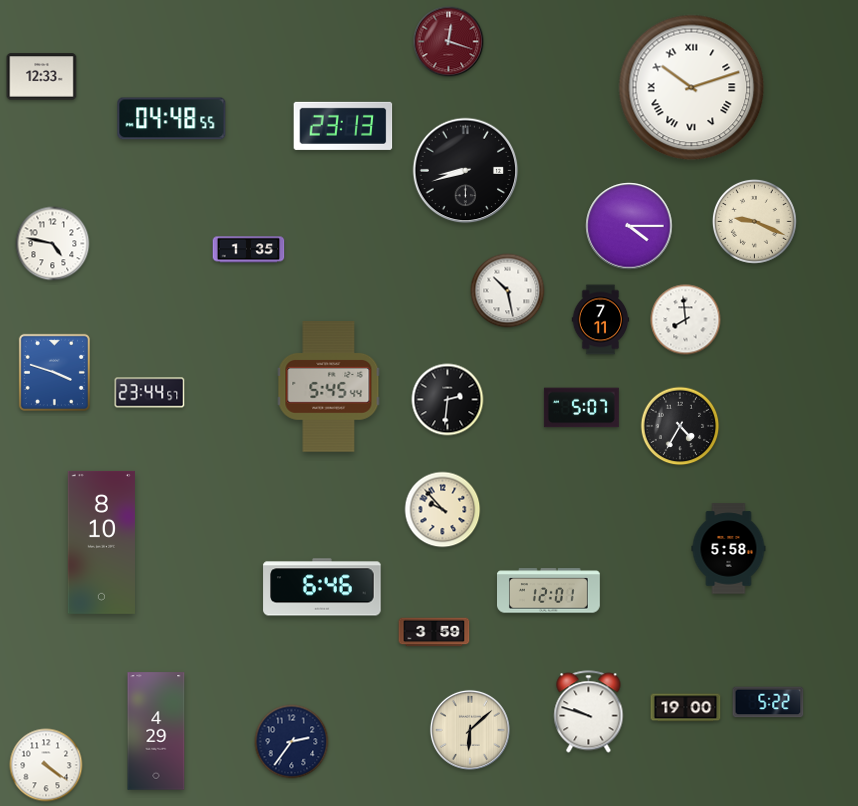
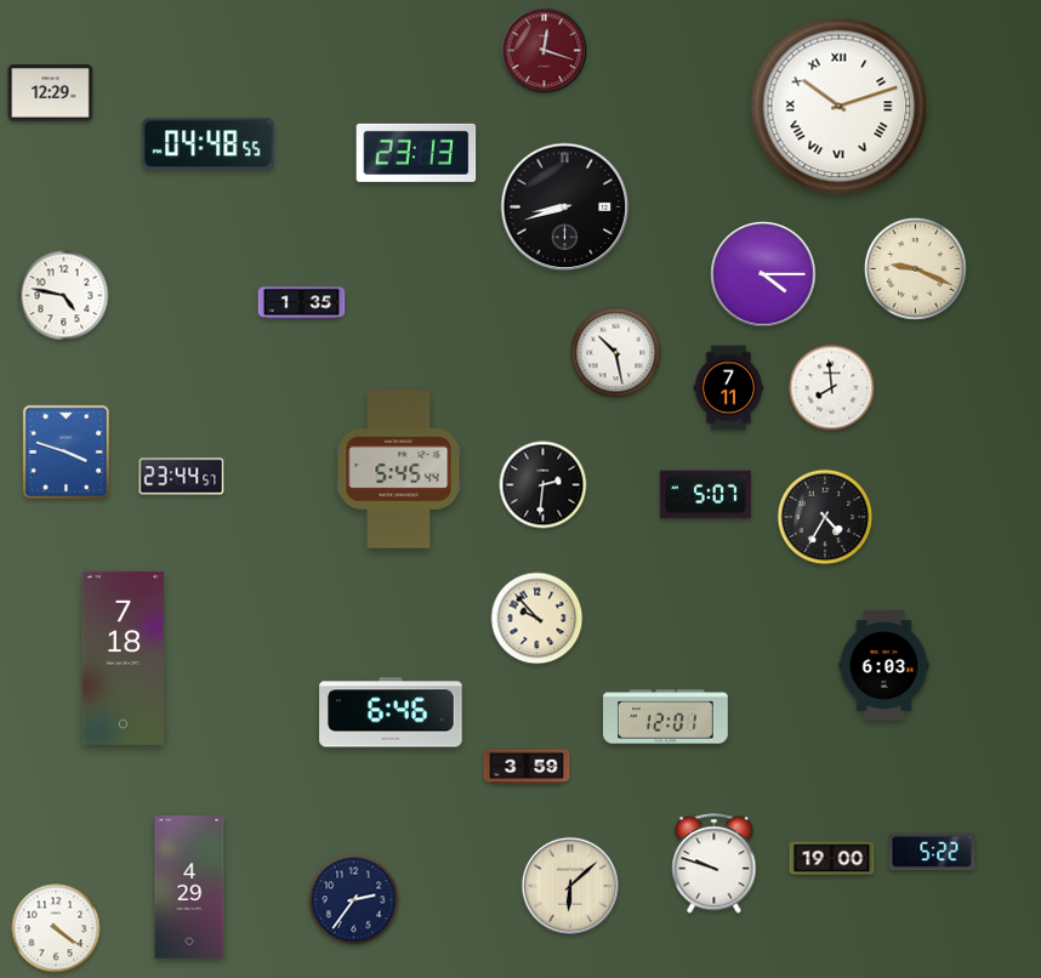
clock at (42, 77): 12:33 -> 12:29
clock at (101, 542): 8:10 -> 7:18
clock at (729, 549): 5:58 -> 6:03
